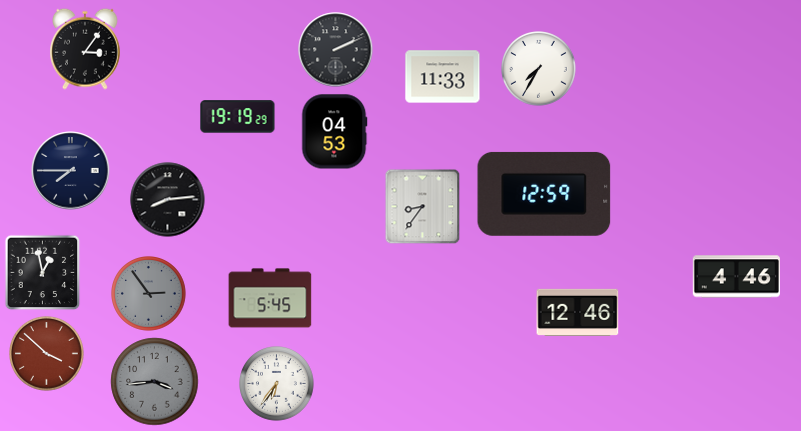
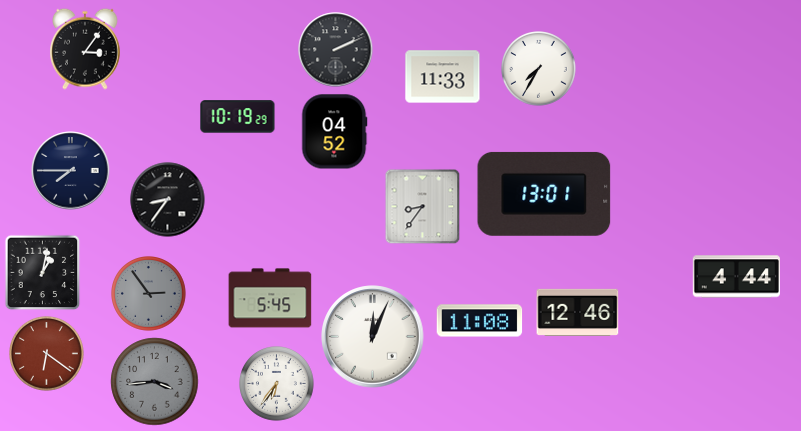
clock at (238, 117): 19:19 -> 10:19
clock at (335, 132): 04:53 -> 04:52
clock at (544, 194): 12:59 -> 13:01
clock at (168, 200): 8:14 -> 8:36
clock at (43, 273): 12:58 -> 1:02
clock at (736, 277): 4:46 -> 4:44
clock at (480, 321): none -> 11:08
clock at (373, 337): none -> 12:04
clock at (47, 354): 3:52 -> 6:21
